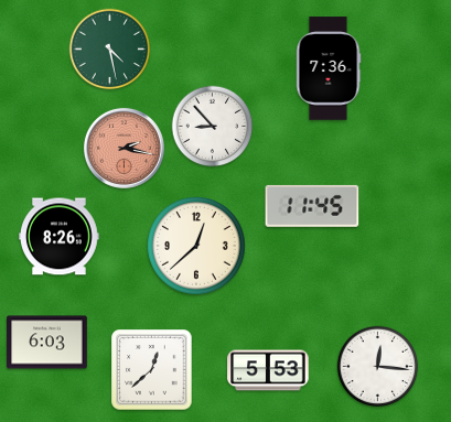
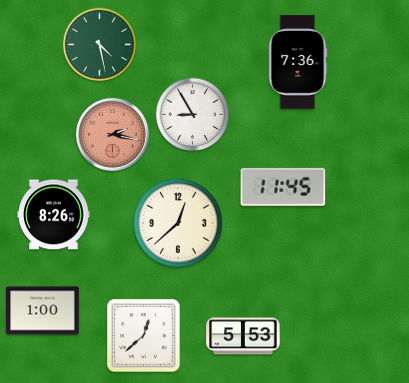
clock at (213, 127): 8:53 -> 8:55
clock at (47, 343): 6:03 -> 1:00
clock at (378, 367): 12:16 -> none
clock at (152, 370) position: (152, 370) -> (144, 336)
